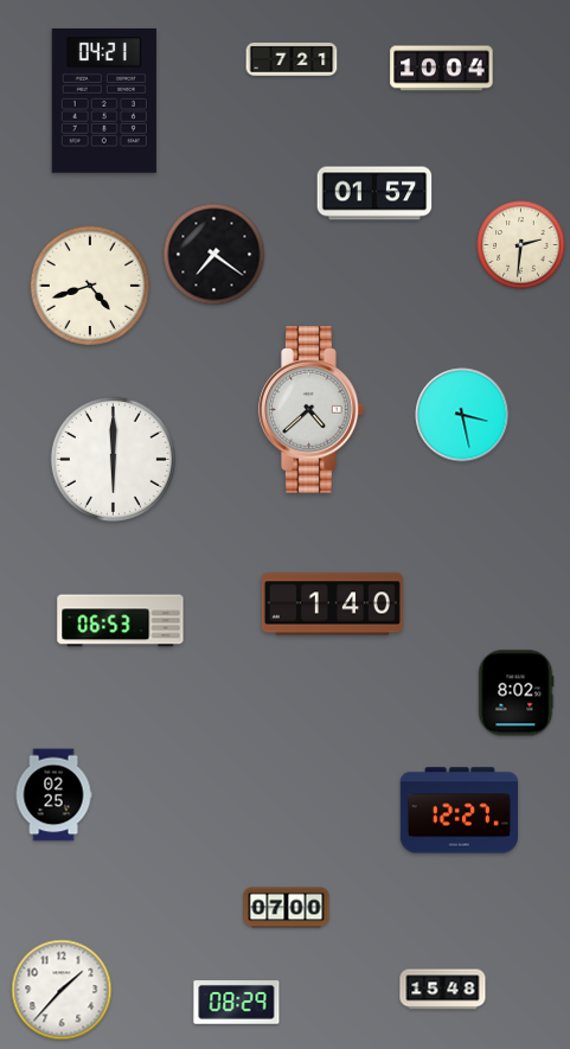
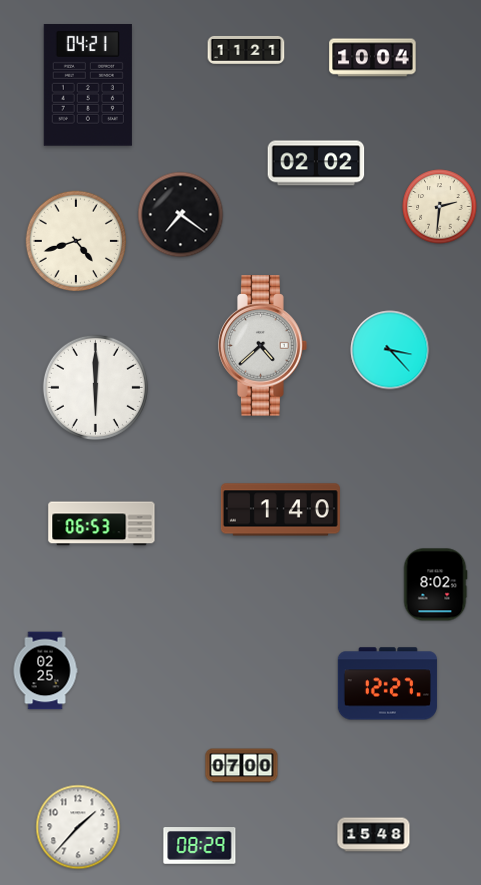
clock at (292, 59): 7:21 -> 11:21
clock at (374, 193): 01:57 -> 02:02
clock at (462, 415): 3:28 -> 3:23
clock at (62, 990) position: (62, 990) -> (78, 827)
